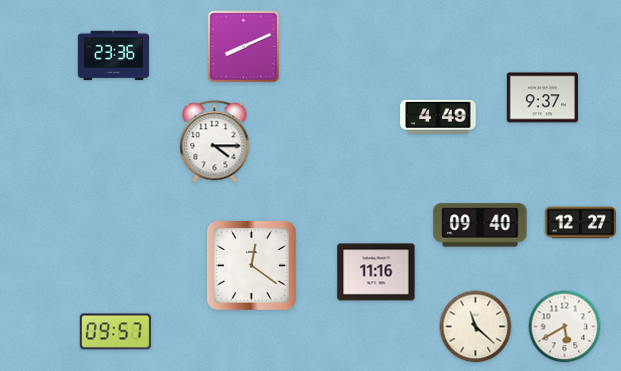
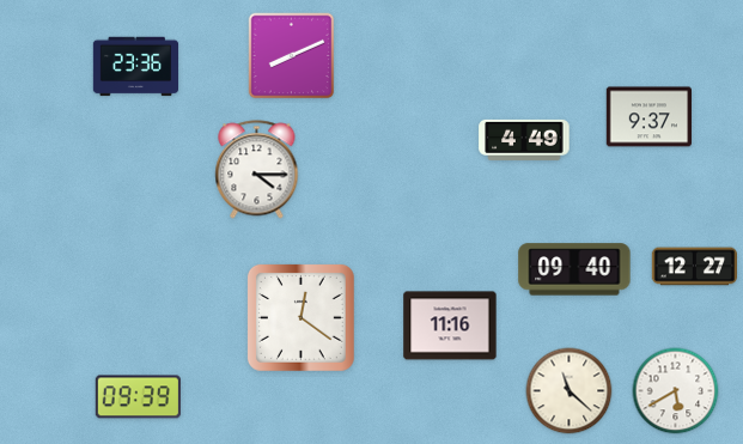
clock at (115, 332): 09:57 -> 09:39
